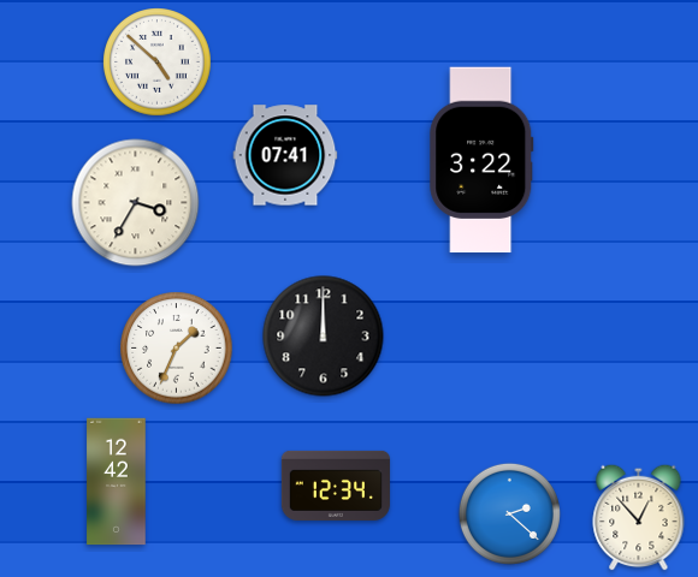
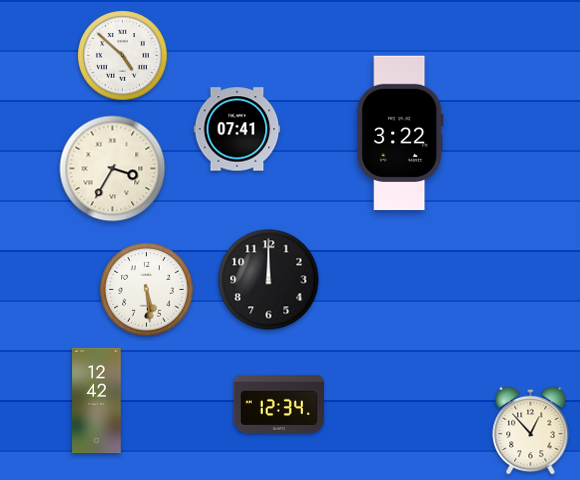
clock at (158, 63) position: (158, 63) -> (123, 56)
clock at (177, 349): 1:34 -> 5:29
clock at (509, 513): 2:22 -> none
